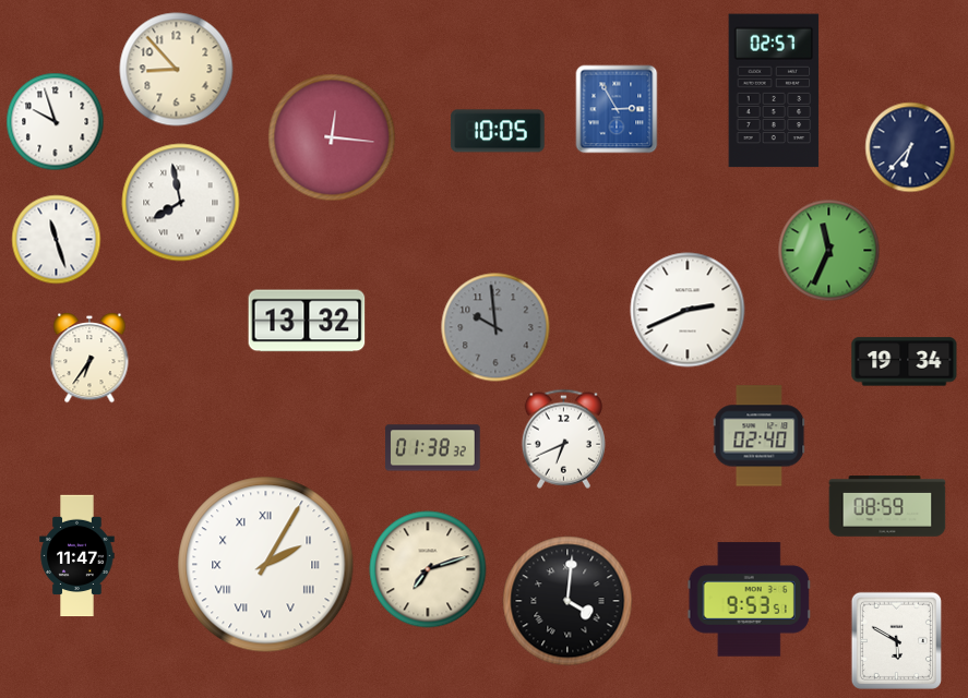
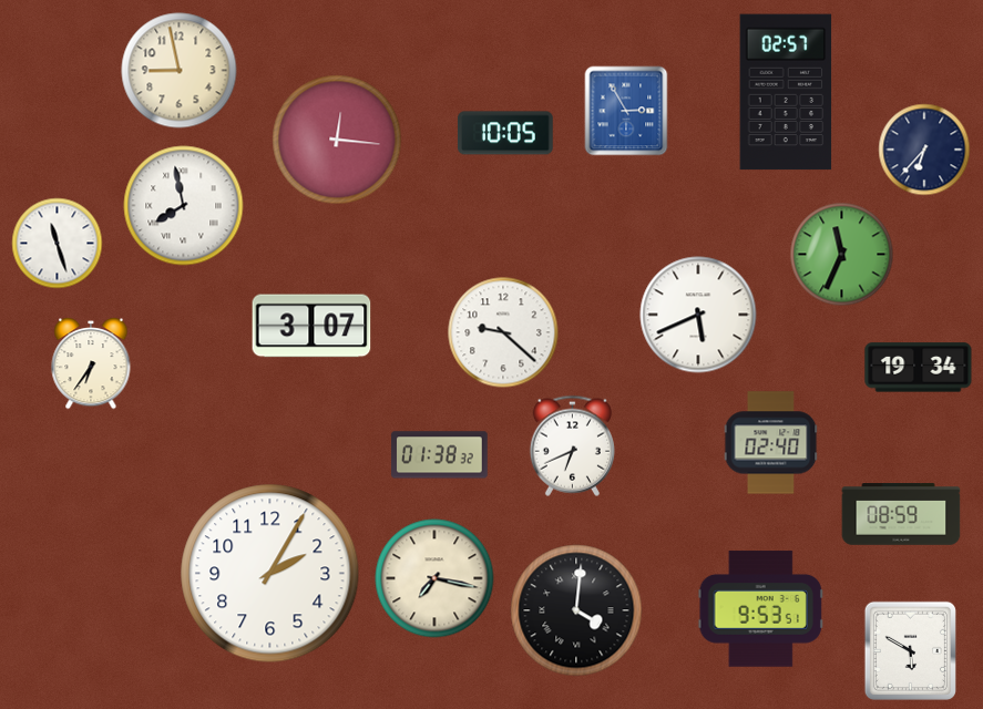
clock at (177, 70): 8:53 -> 8:58
clock at (56, 122): 9:57 -> none
clock at (688, 310): 2:41 -> 5:41
clock at (307, 321): 13:32 -> 3:07
clock at (495, 327): 9:59 -> 9:22
clock at (495, 327) dial: grey -> white
clock at (77, 556): 11:47 -> none
clock at (266, 565) numerals: Roman -> Arabic
clock at (428, 569): 7:12 -> 7:17
